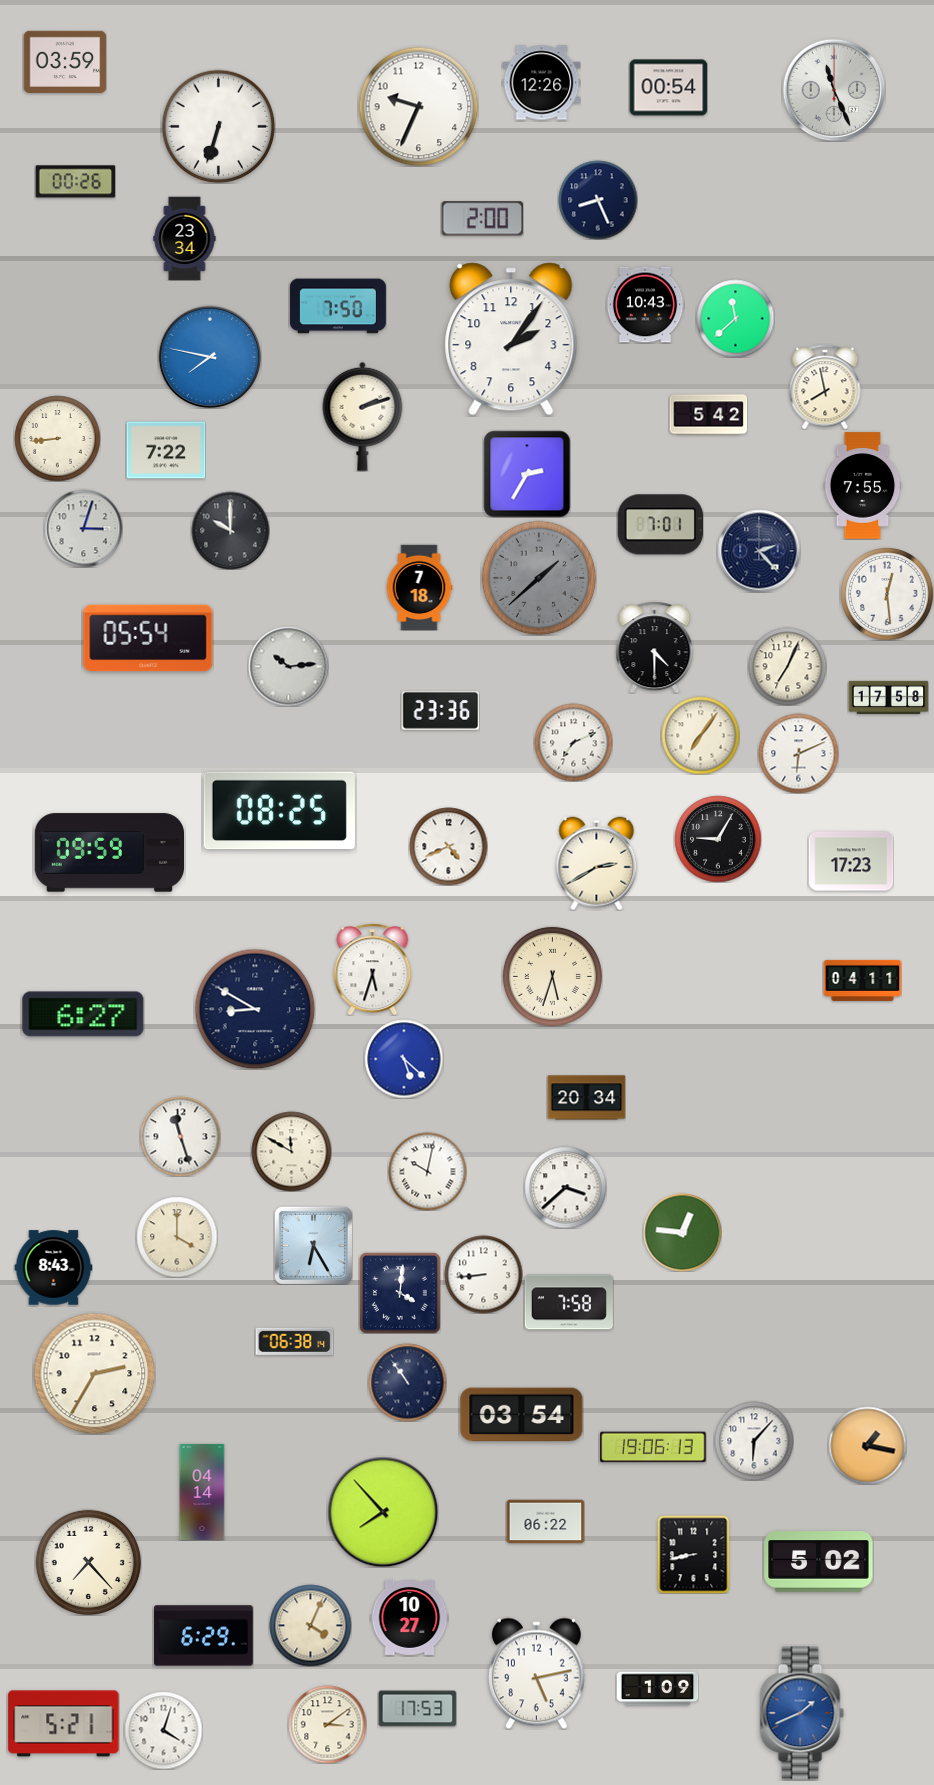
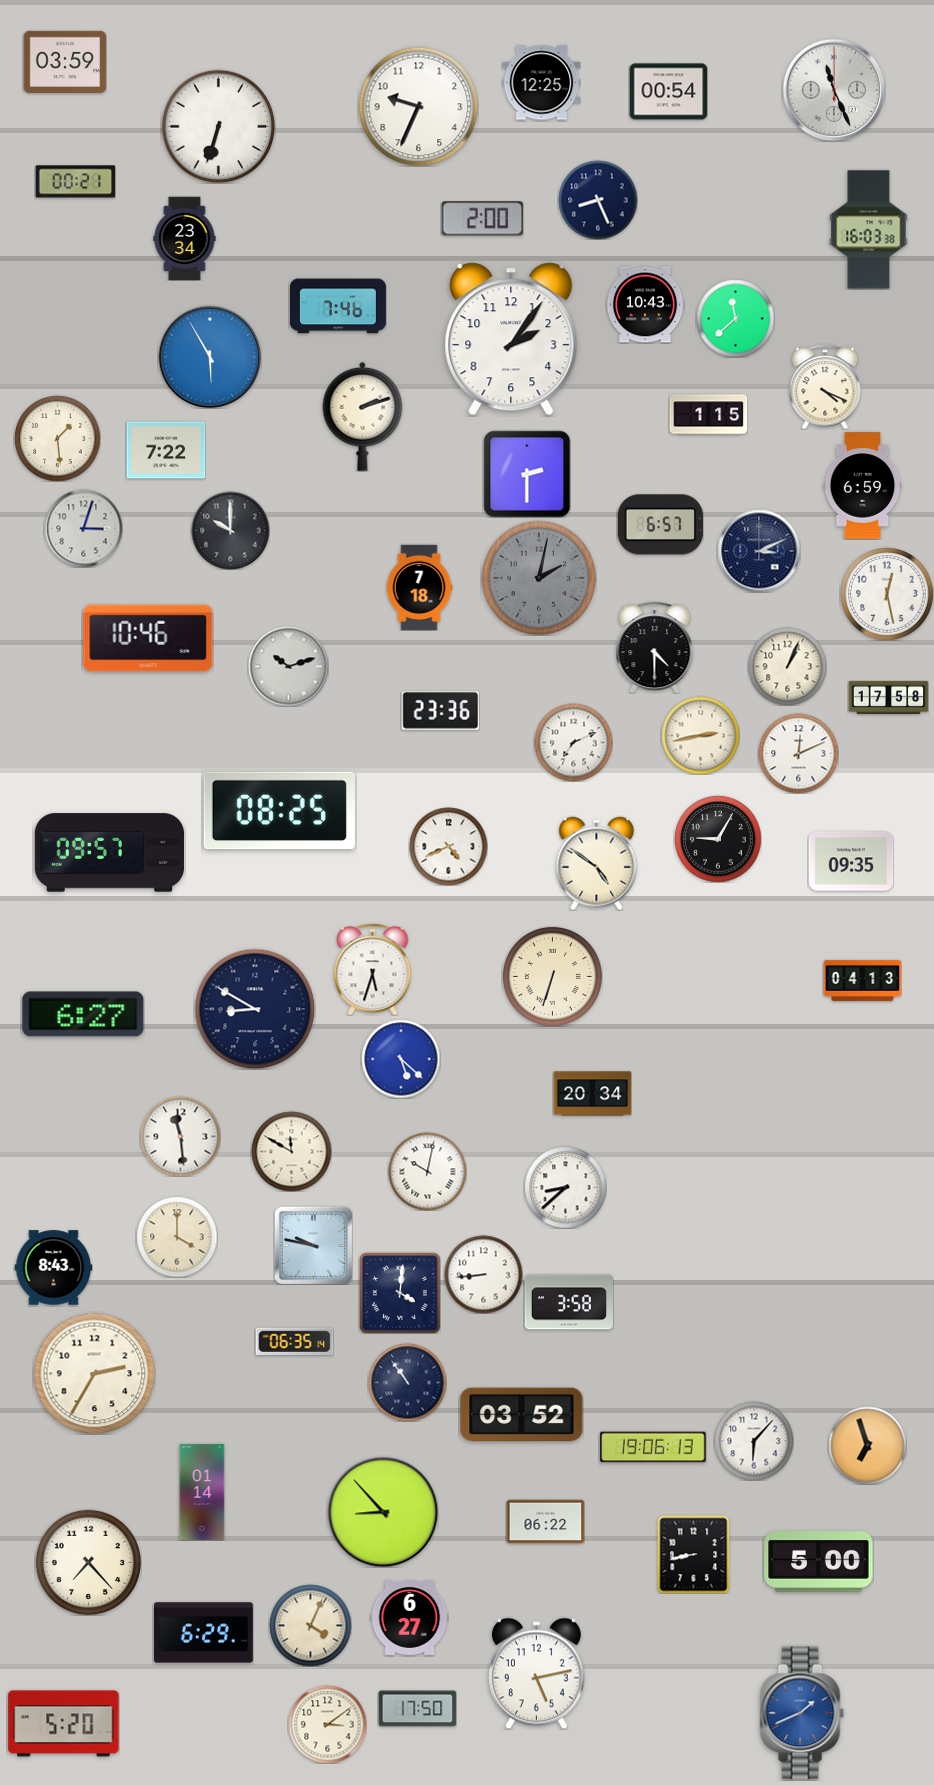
clock at (541, 83): 12:26 -> 12:25
clock at (668, 88) position: (668, 88) -> (668, 92)
clock at (75, 182): 00:26 -> 00:21
clock at (869, 230): none -> 16:03
clock at (338, 306): 7:50 -> 7:46
clock at (210, 357): 7:47 -> 5:55
clock at (825, 387): 7:58 -> 4:19
clock at (708, 415): 5:42 -> 1:15
clock at (57, 438): 8:44 -> 1:29
clock at (527, 474): 2:35 -> 2:30
clock at (863, 486): 7:55 -> 6:59
clock at (660, 525): 7:01 -> 6:57
clock at (759, 551): 2:23 -> 3:11
clock at (539, 578): 1:38 -> 2:02
clock at (887, 594): 12:29 -> 12:28
clock at (148, 638): 05:54 -> 10:46
clock at (288, 666): 10:14 -> 10:12
clock at (787, 666): 7:04 -> 1:04
clock at (700, 735): 7:06 -> 2:43
clock at (798, 753): 6:11 -> 12:11
clock at (109, 853): 09:59 -> 09:57
clock at (851, 861): 17:23 -> 09:35
clock at (597, 863): 2:40 -> 4:51
clock at (552, 976): 5:33 -> 6:33
clock at (862, 980): 04:11 -> 04:13
clock at (404, 1059) position: (404, 1059) -> (401, 1059)
clock at (586, 1098) position: (586, 1098) -> (592, 1094)
clock at (180, 1136): 11:27 -> 11:29
clock at (565, 1187): 3:38 -> 8:38
clock at (682, 1232): 12:46 -> none
clock at (313, 1245): 6:25 -> 9:47
clock at (569, 1302): 7:58 -> 3:58
clock at (294, 1341): 06:38 -> 06:35
clock at (522, 1415): 03:54 -> 03:52
clock at (867, 1445): 1:17 -> 6:57
clock at (202, 1492): 04:14 -> 01:14
clock at (383, 1512): 7:53 -> 8:53
clock at (819, 1562): 5:02 -> 5:00
clock at (409, 1617): 10:27 -> 6:27
clock at (204, 1636) position: (204, 1636) -> (204, 1633)
clock at (657, 1689): 1:09 -> none
clock at (417, 1709): 17:53 -> 17:50
clock at (64, 1724): 5:21 -> 5:20
clock at (163, 1730): 4:03 -> none
